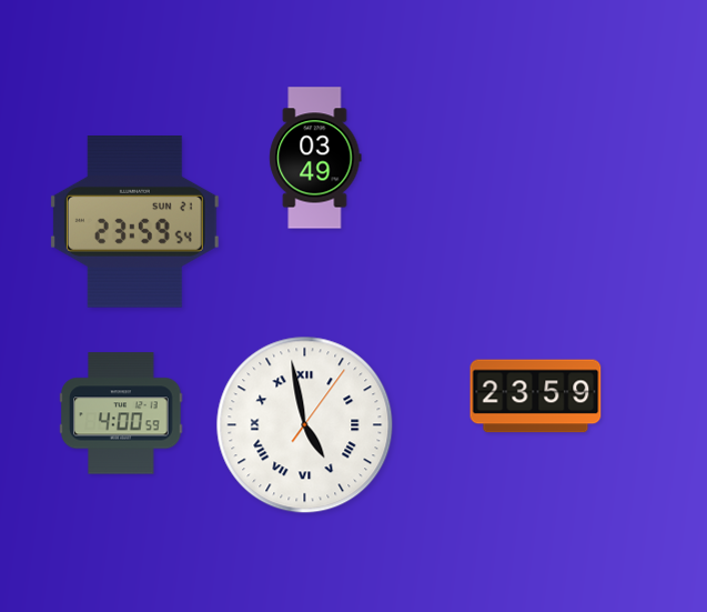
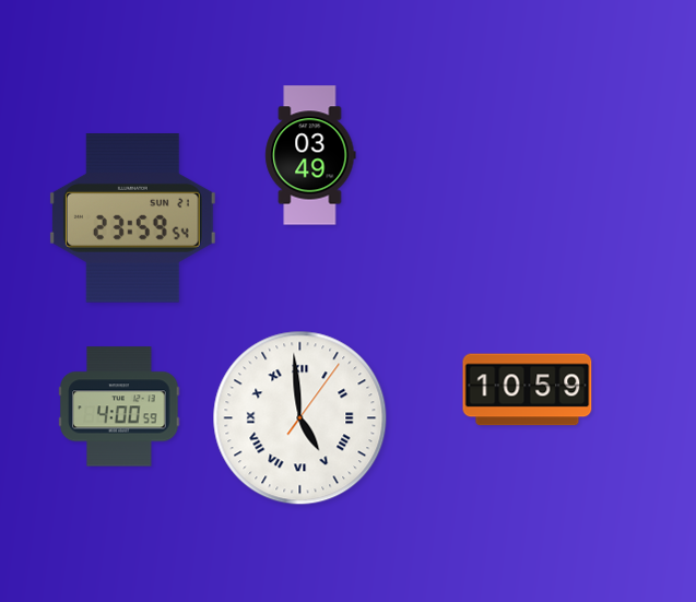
clock at (536, 397): 23:59 -> 10:59
clock at (305, 425): 4:58 -> 4:59
